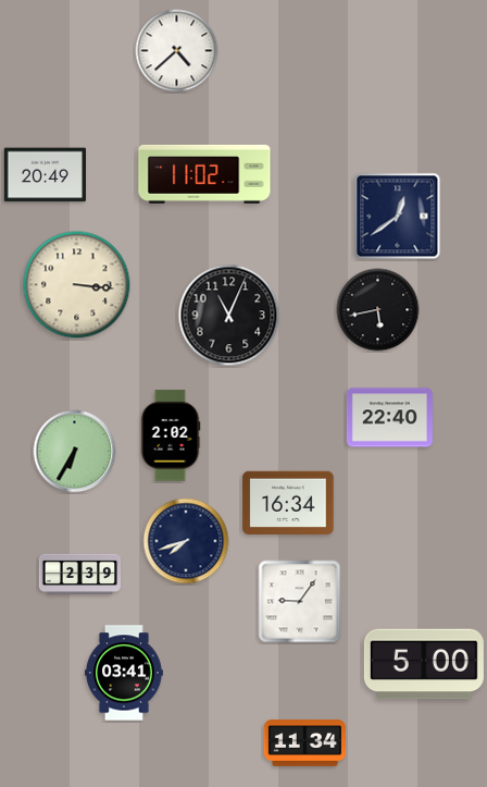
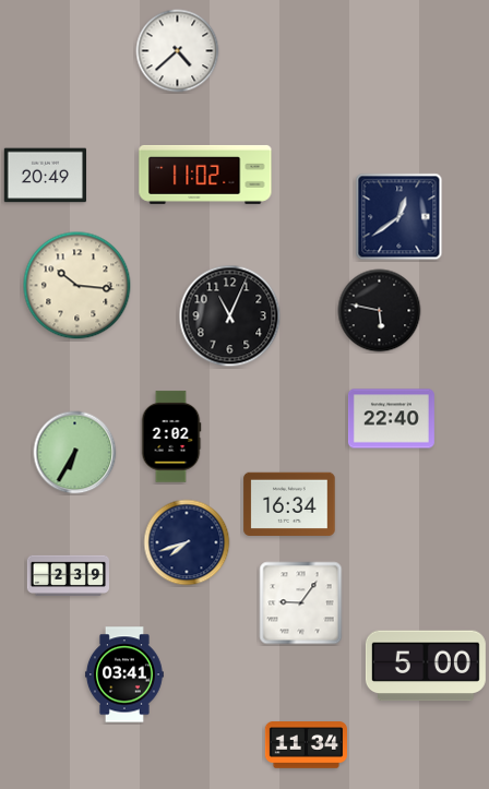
clock at (77, 285): 3:16 -> 10:16
clock at (378, 310): 5:43 -> 5:47
clock at (80, 574) position: (80, 574) -> (69, 575)
